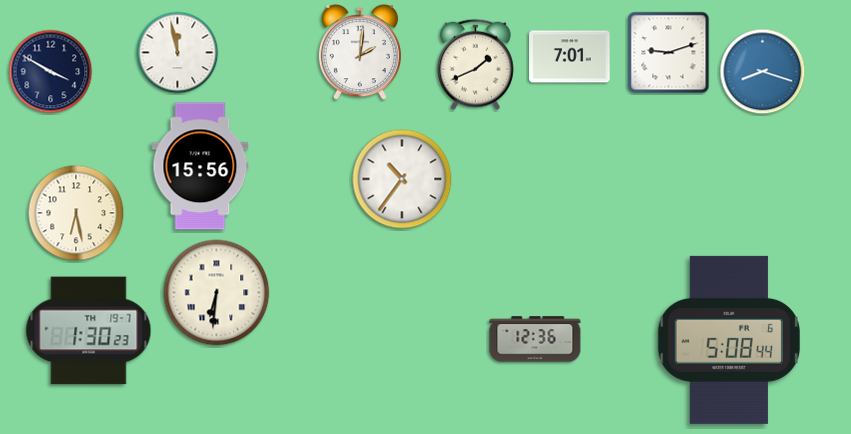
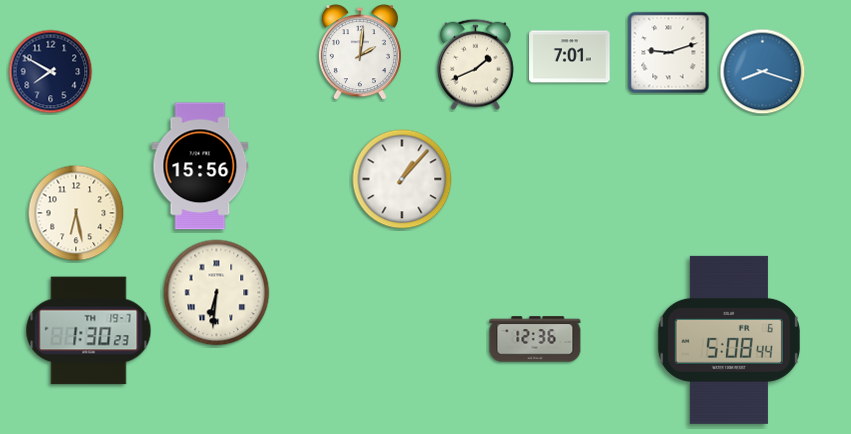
clock at (178, 53): 11:58 -> none
clock at (51, 72): 3:50 -> 7:50
clock at (402, 179): 10:36 -> 1:07
